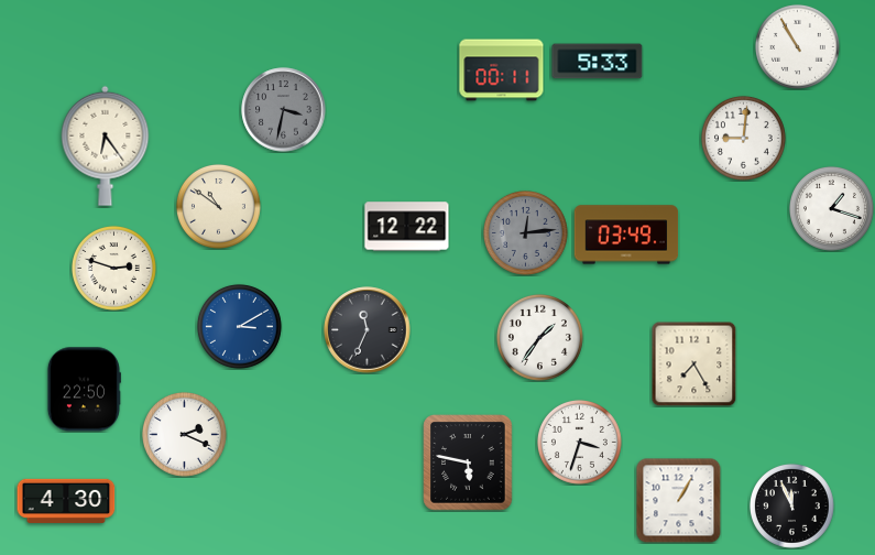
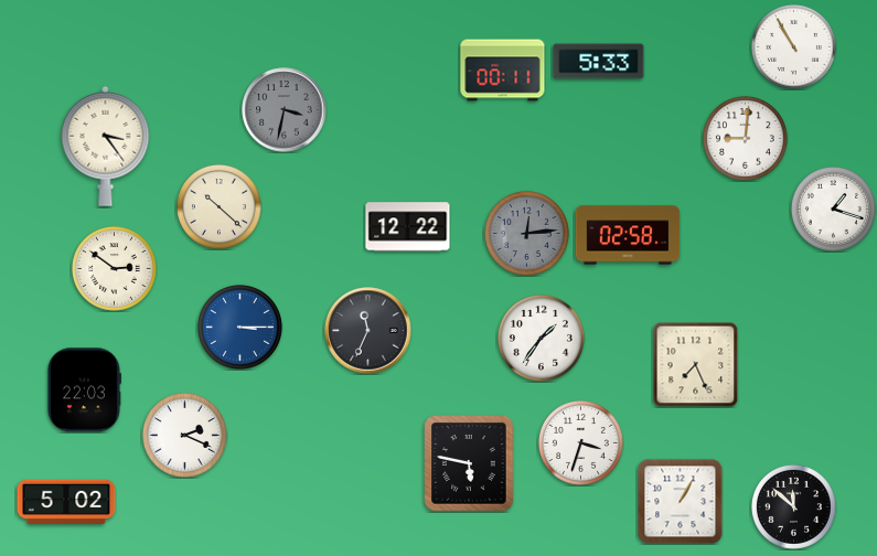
clock at (797, 46) position: (797, 46) -> (793, 46)
clock at (106, 145): 6:24 -> 3:24
clock at (218, 206): 10:51 -> 10:22
clock at (626, 235): 03:49 -> 02:58
clock at (113, 268): 2:48 -> 2:51
clock at (239, 326): 3:10 -> 3:15
clock at (693, 363): 7:25 -> 7:26
clock at (84, 390): 22:50 -> 22:03
clock at (66, 501): 4:30 -> 5:02
clock at (791, 505): 11:56 -> 11:52
